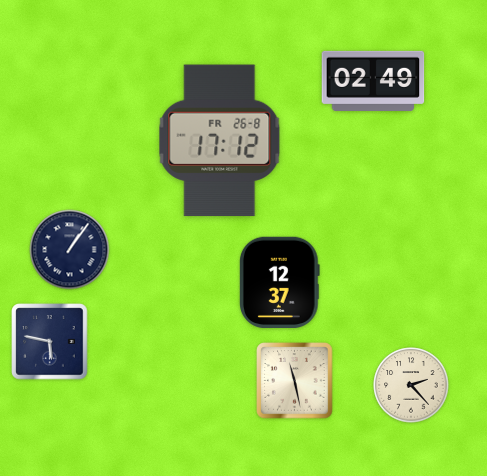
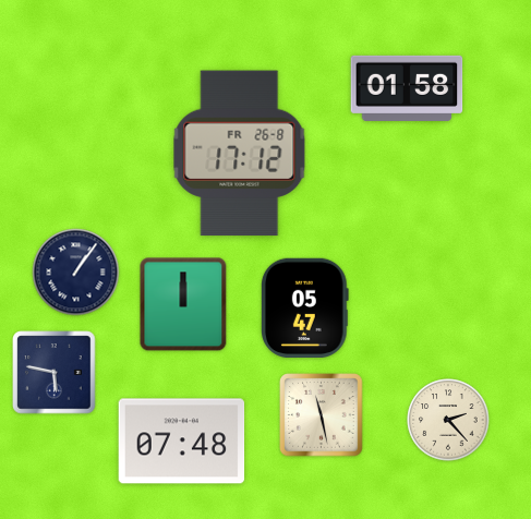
clock at (373, 81): 02:49 -> 01:58
clock at (183, 304): none -> 12:00
clock at (280, 282): 12:37 -> 05:47
clock at (182, 442): none -> 07:48
